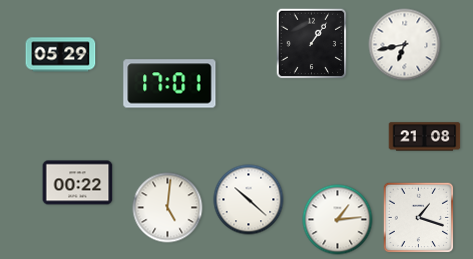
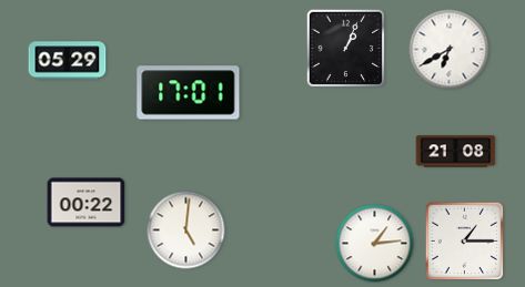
clock at (312, 44): 1:06 -> 1:04
clock at (405, 45): 6:43 -> 6:40
clock at (425, 137) position: (425, 137) -> (456, 152)
clock at (249, 200): 10:22 -> none
clock at (419, 218): 1:18 -> 1:15
